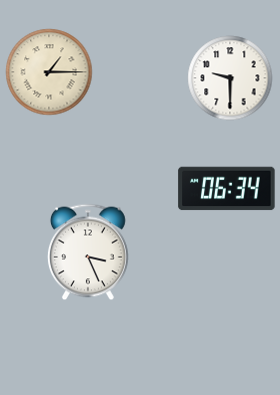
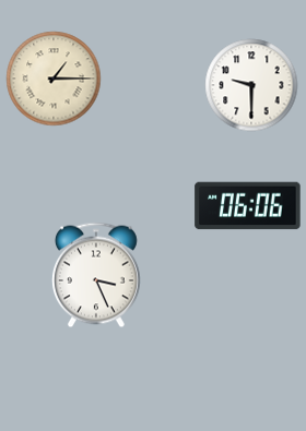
clock at (227, 189): 06:34 -> 06:06
